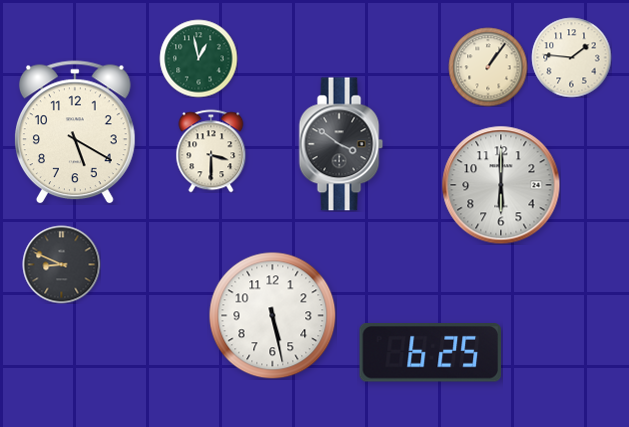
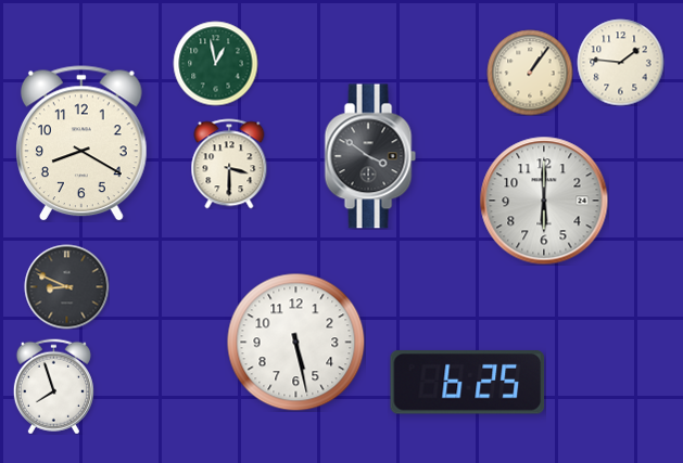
clock at (76, 132): 5:20 -> 8:20
clock at (53, 386): none -> 7:57
